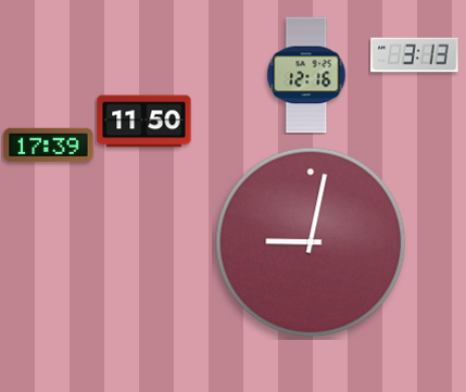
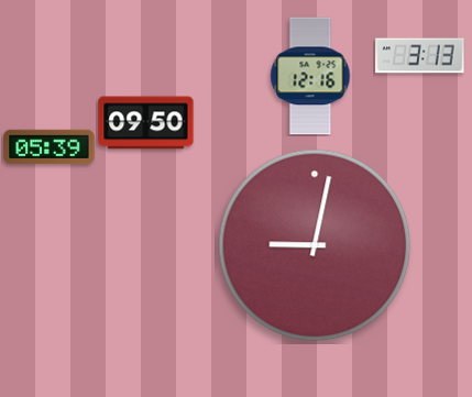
clock at (144, 122): 11:50 -> 09:50
clock at (49, 146): 17:39 -> 05:39
